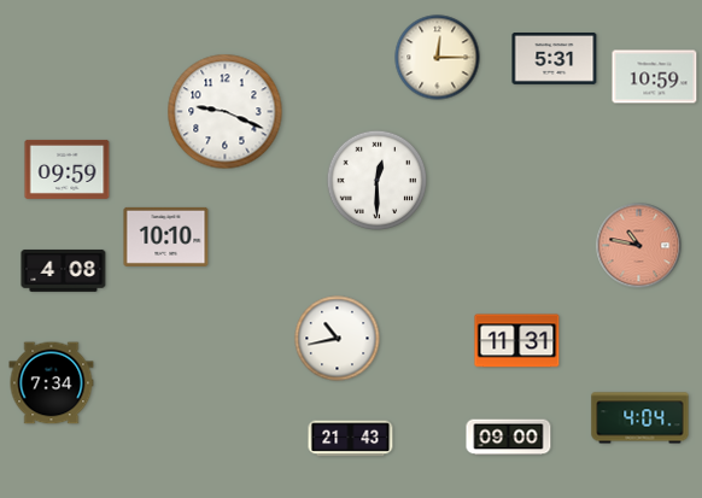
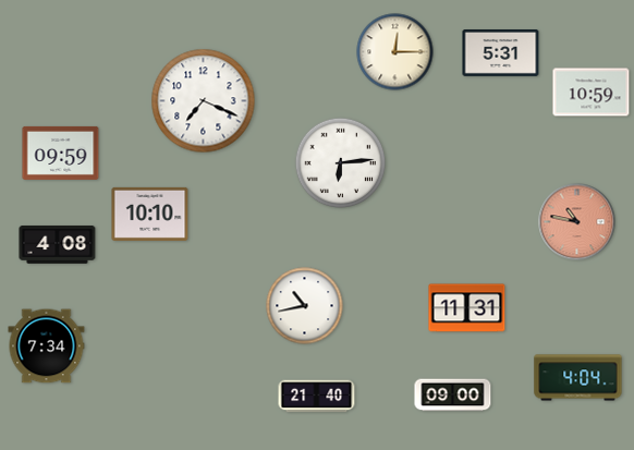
clock at (655, 77) position: (655, 77) -> (592, 93)
clock at (226, 112): 9:19 -> 7:19
clock at (378, 181): 12:30 -> 6:14
clock at (509, 438) position: (509, 438) -> (453, 396)
clock at (351, 439): 21:43 -> 21:40
